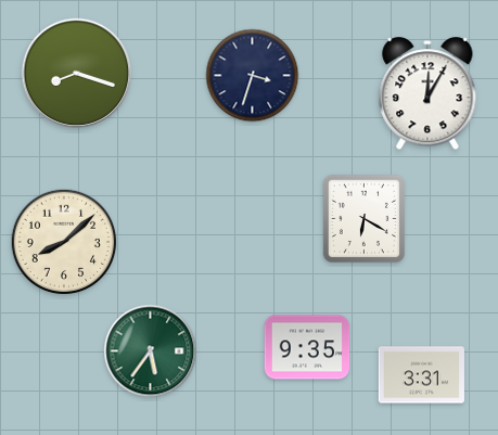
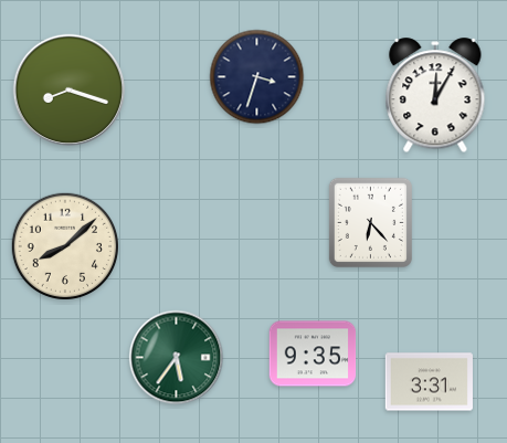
clock at (77, 74) position: (77, 74) -> (70, 91)
clock at (363, 218): 6:20 -> 6:23
clock at (151, 351) position: (151, 351) -> (177, 358)
